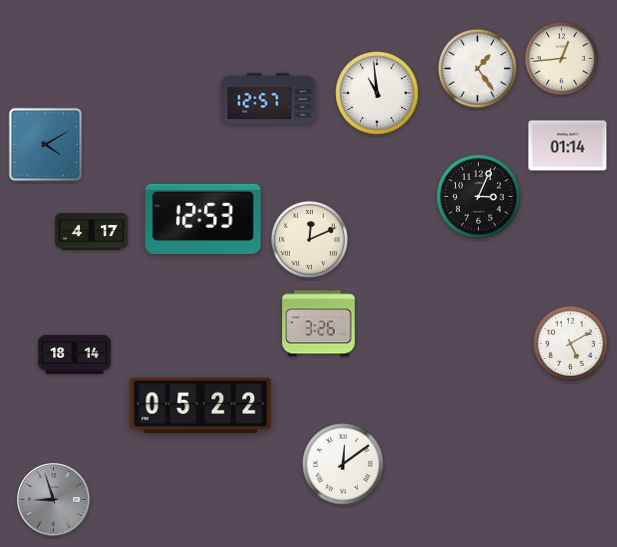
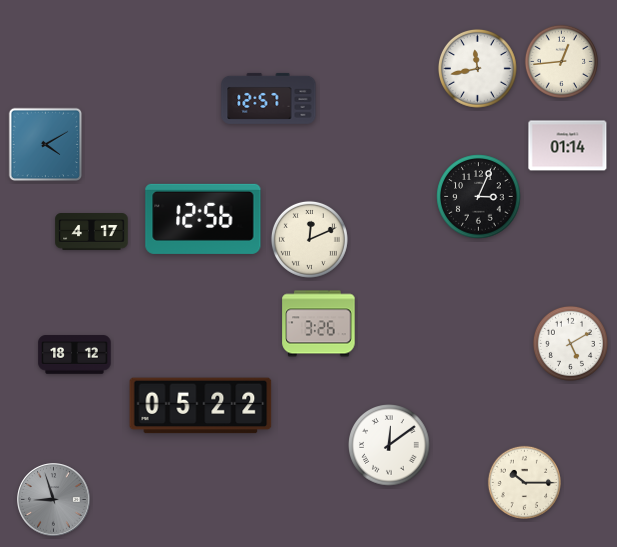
clock at (561, 58) position: (561, 58) -> (561, 61)
clock at (477, 68): 1:24 -> 11:43
clock at (377, 93): 10:59 -> none
clock at (203, 219): 12:53 -> 12:56
clock at (75, 355): 18:14 -> 18:12
clock at (344, 465) position: (344, 465) -> (390, 446)
clock at (524, 482): none -> 10:15
